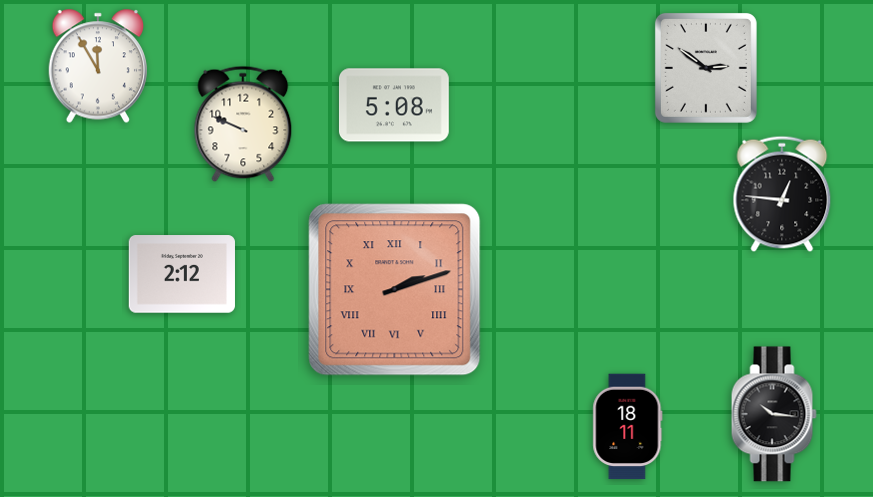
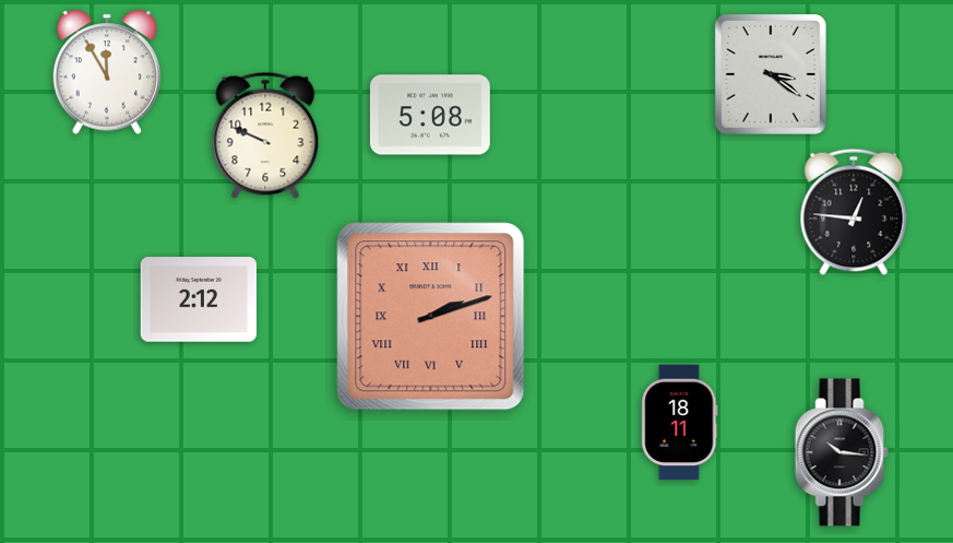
clock at (706, 68): 2:51 -> 3:21
clock at (774, 414) position: (774, 414) -> (842, 452)
clock at (628, 427) position: (628, 427) -> (680, 423)
